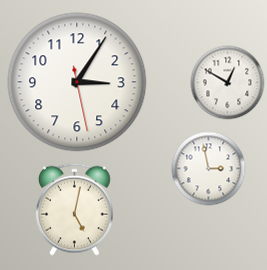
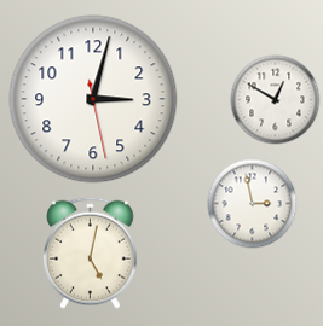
clock at (77, 82): 3:05 -> 3:02
